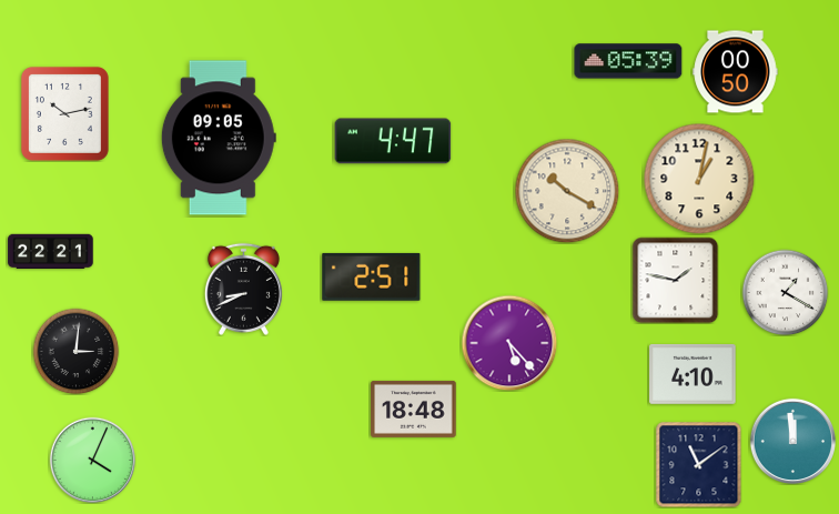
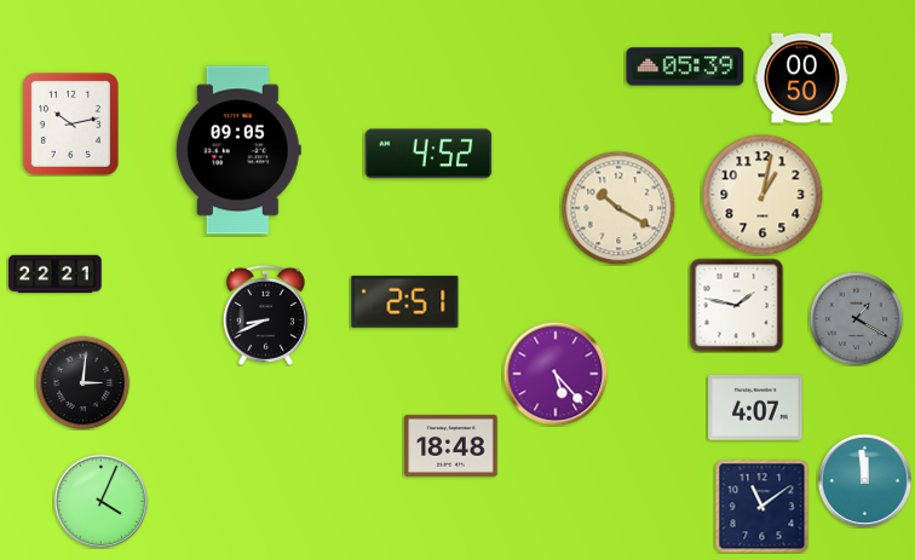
clock at (393, 141): 4:47 -> 4:52
clock at (785, 292) dial: white -> grey
clock at (693, 374): 4:10 -> 4:07
